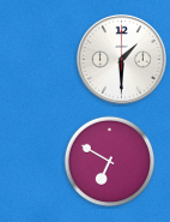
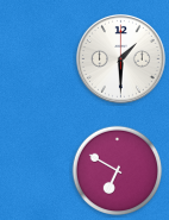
clock at (110, 162) position: (110, 162) -> (118, 171)
